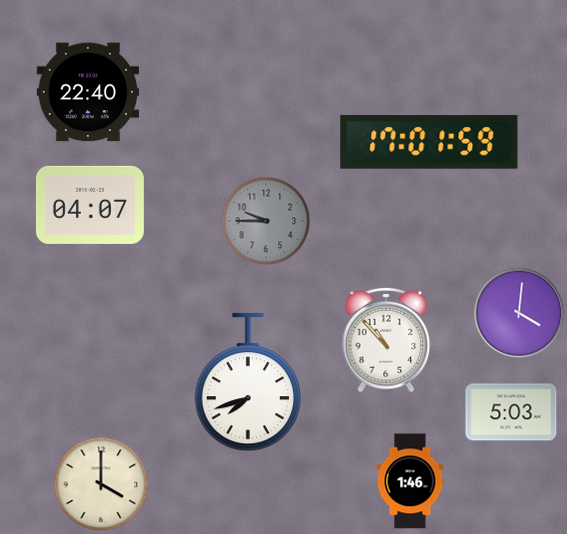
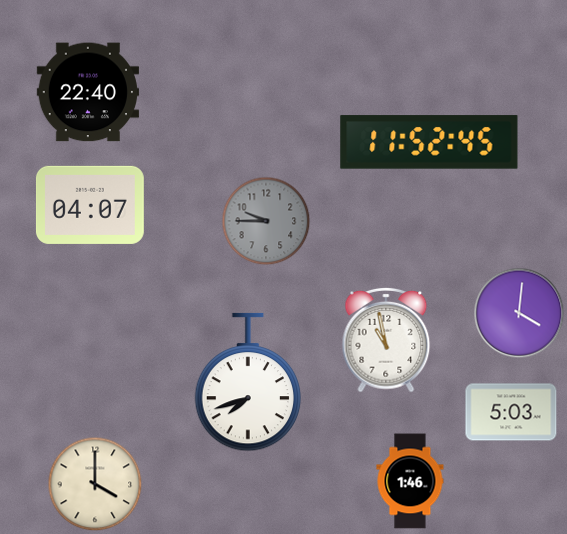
clock at (429, 142): 17:01 -> 11:52
clock at (386, 340): 10:53 -> 10:58
clock at (101, 484) position: (101, 484) -> (95, 484)
